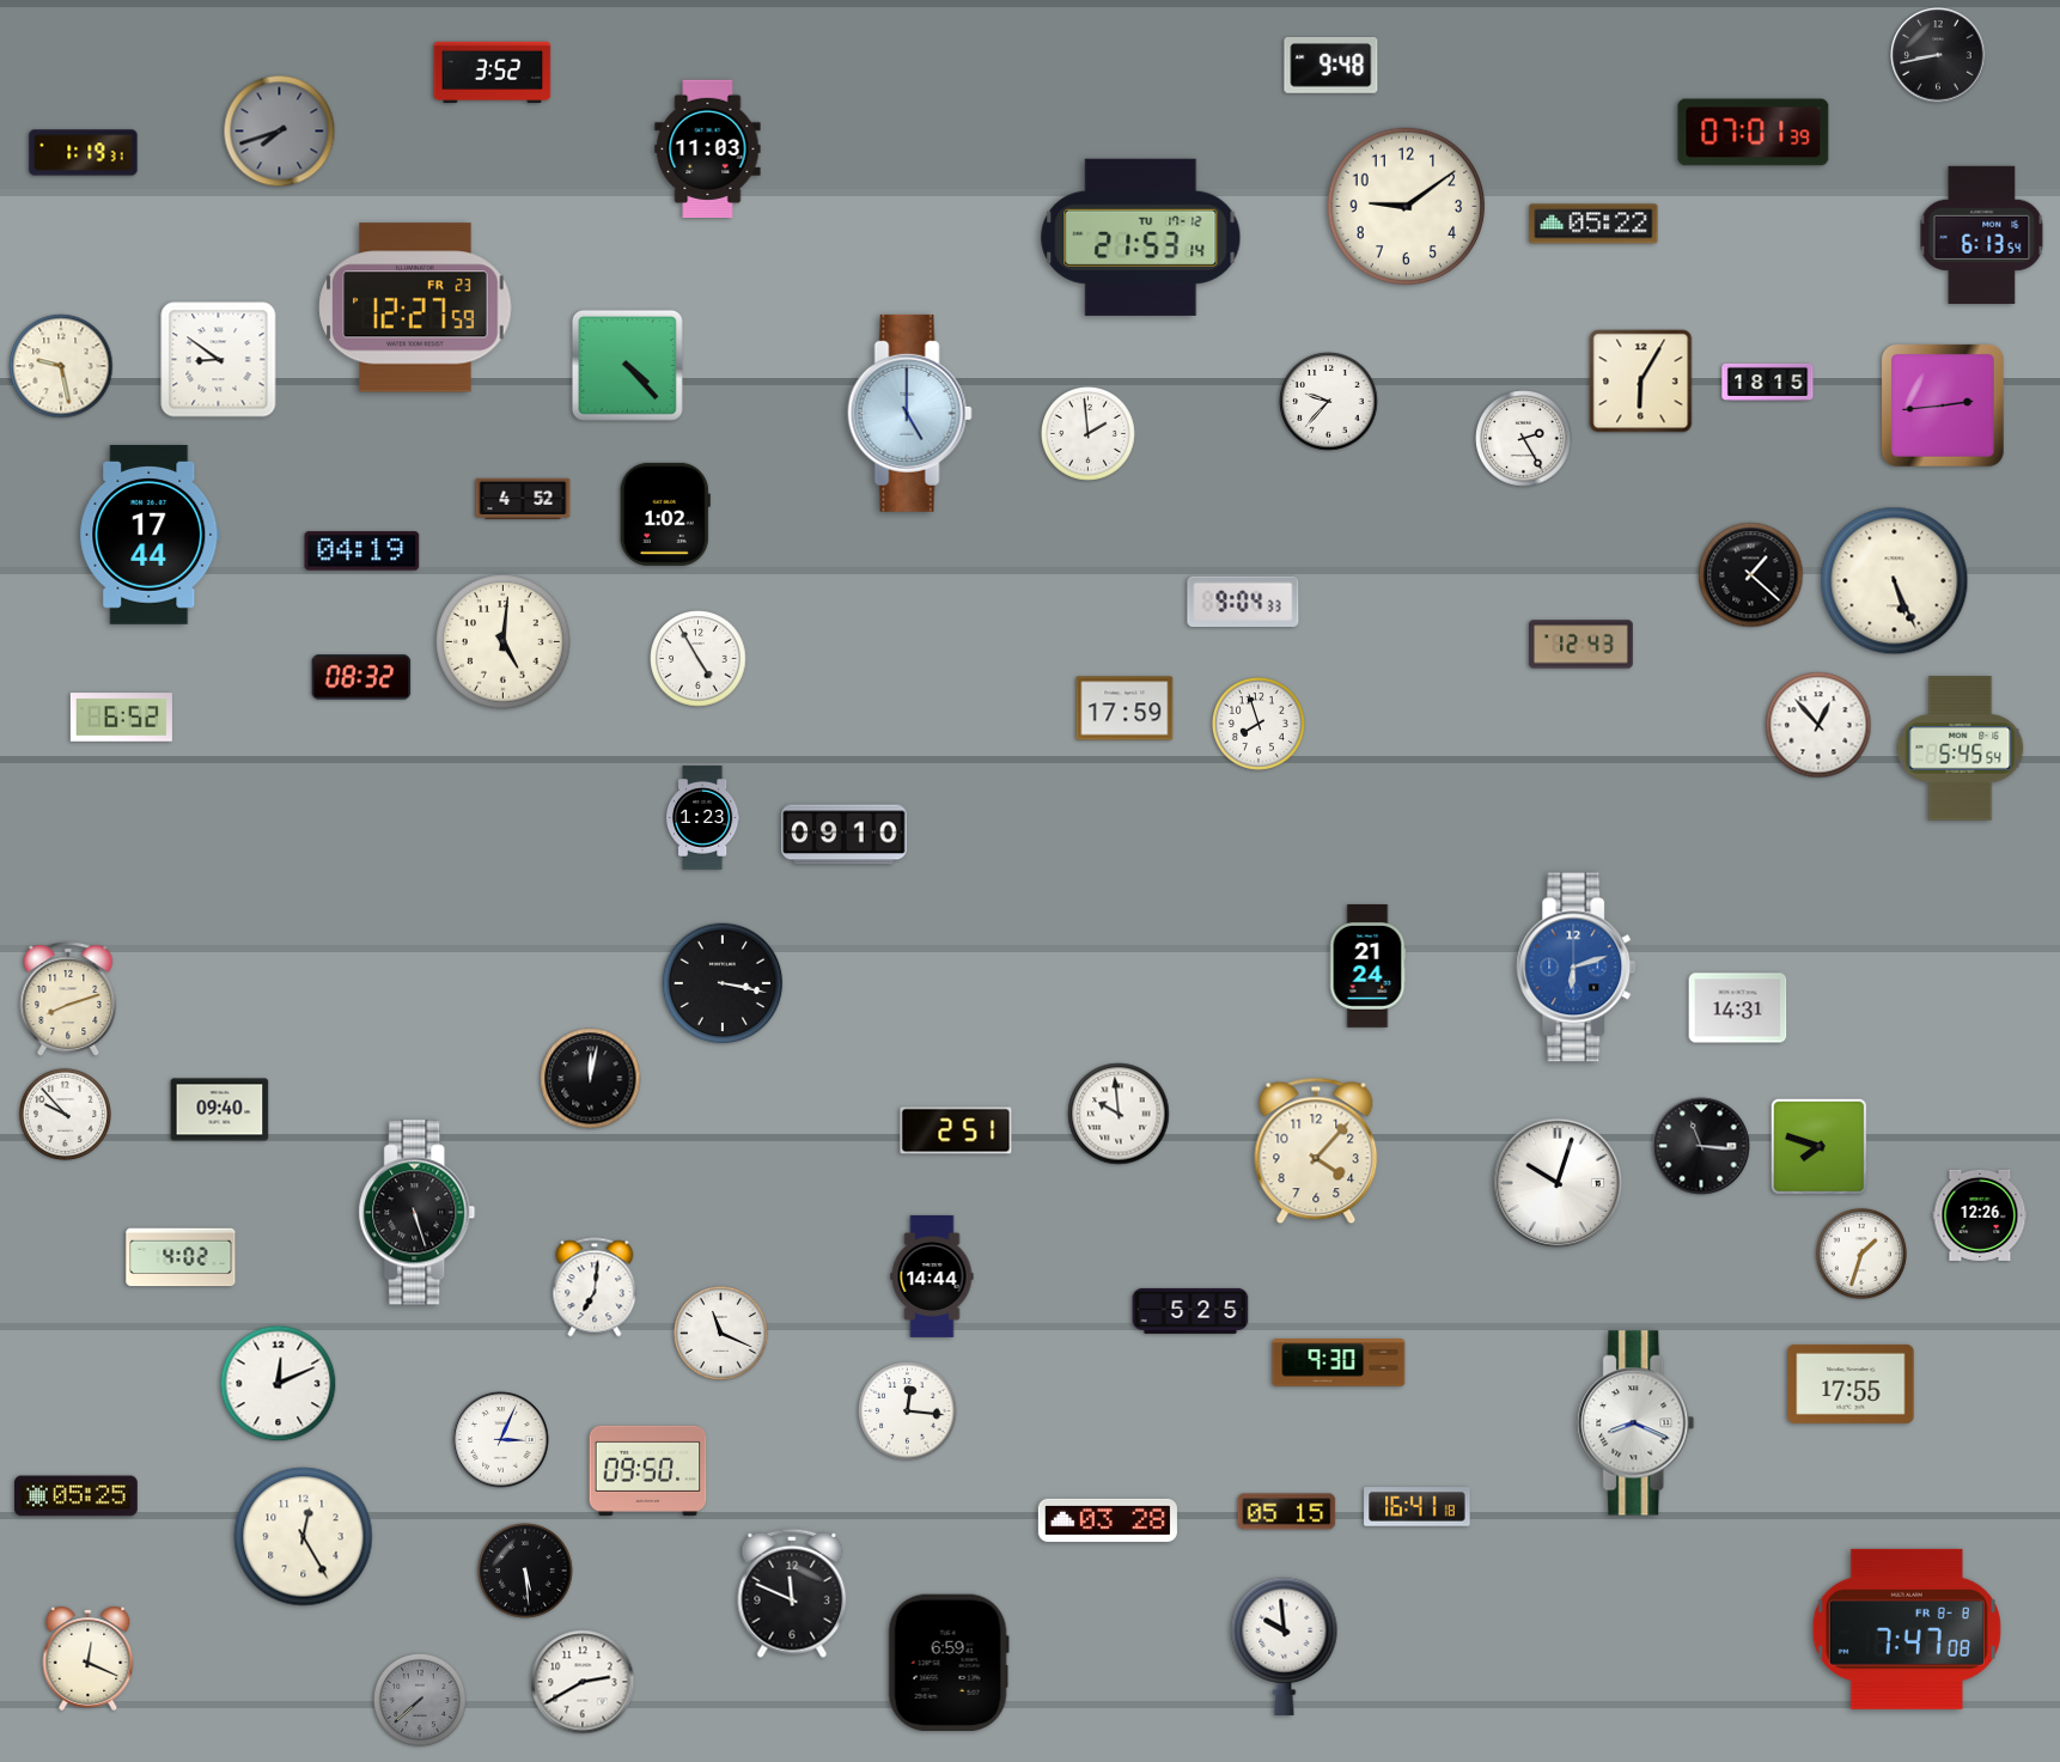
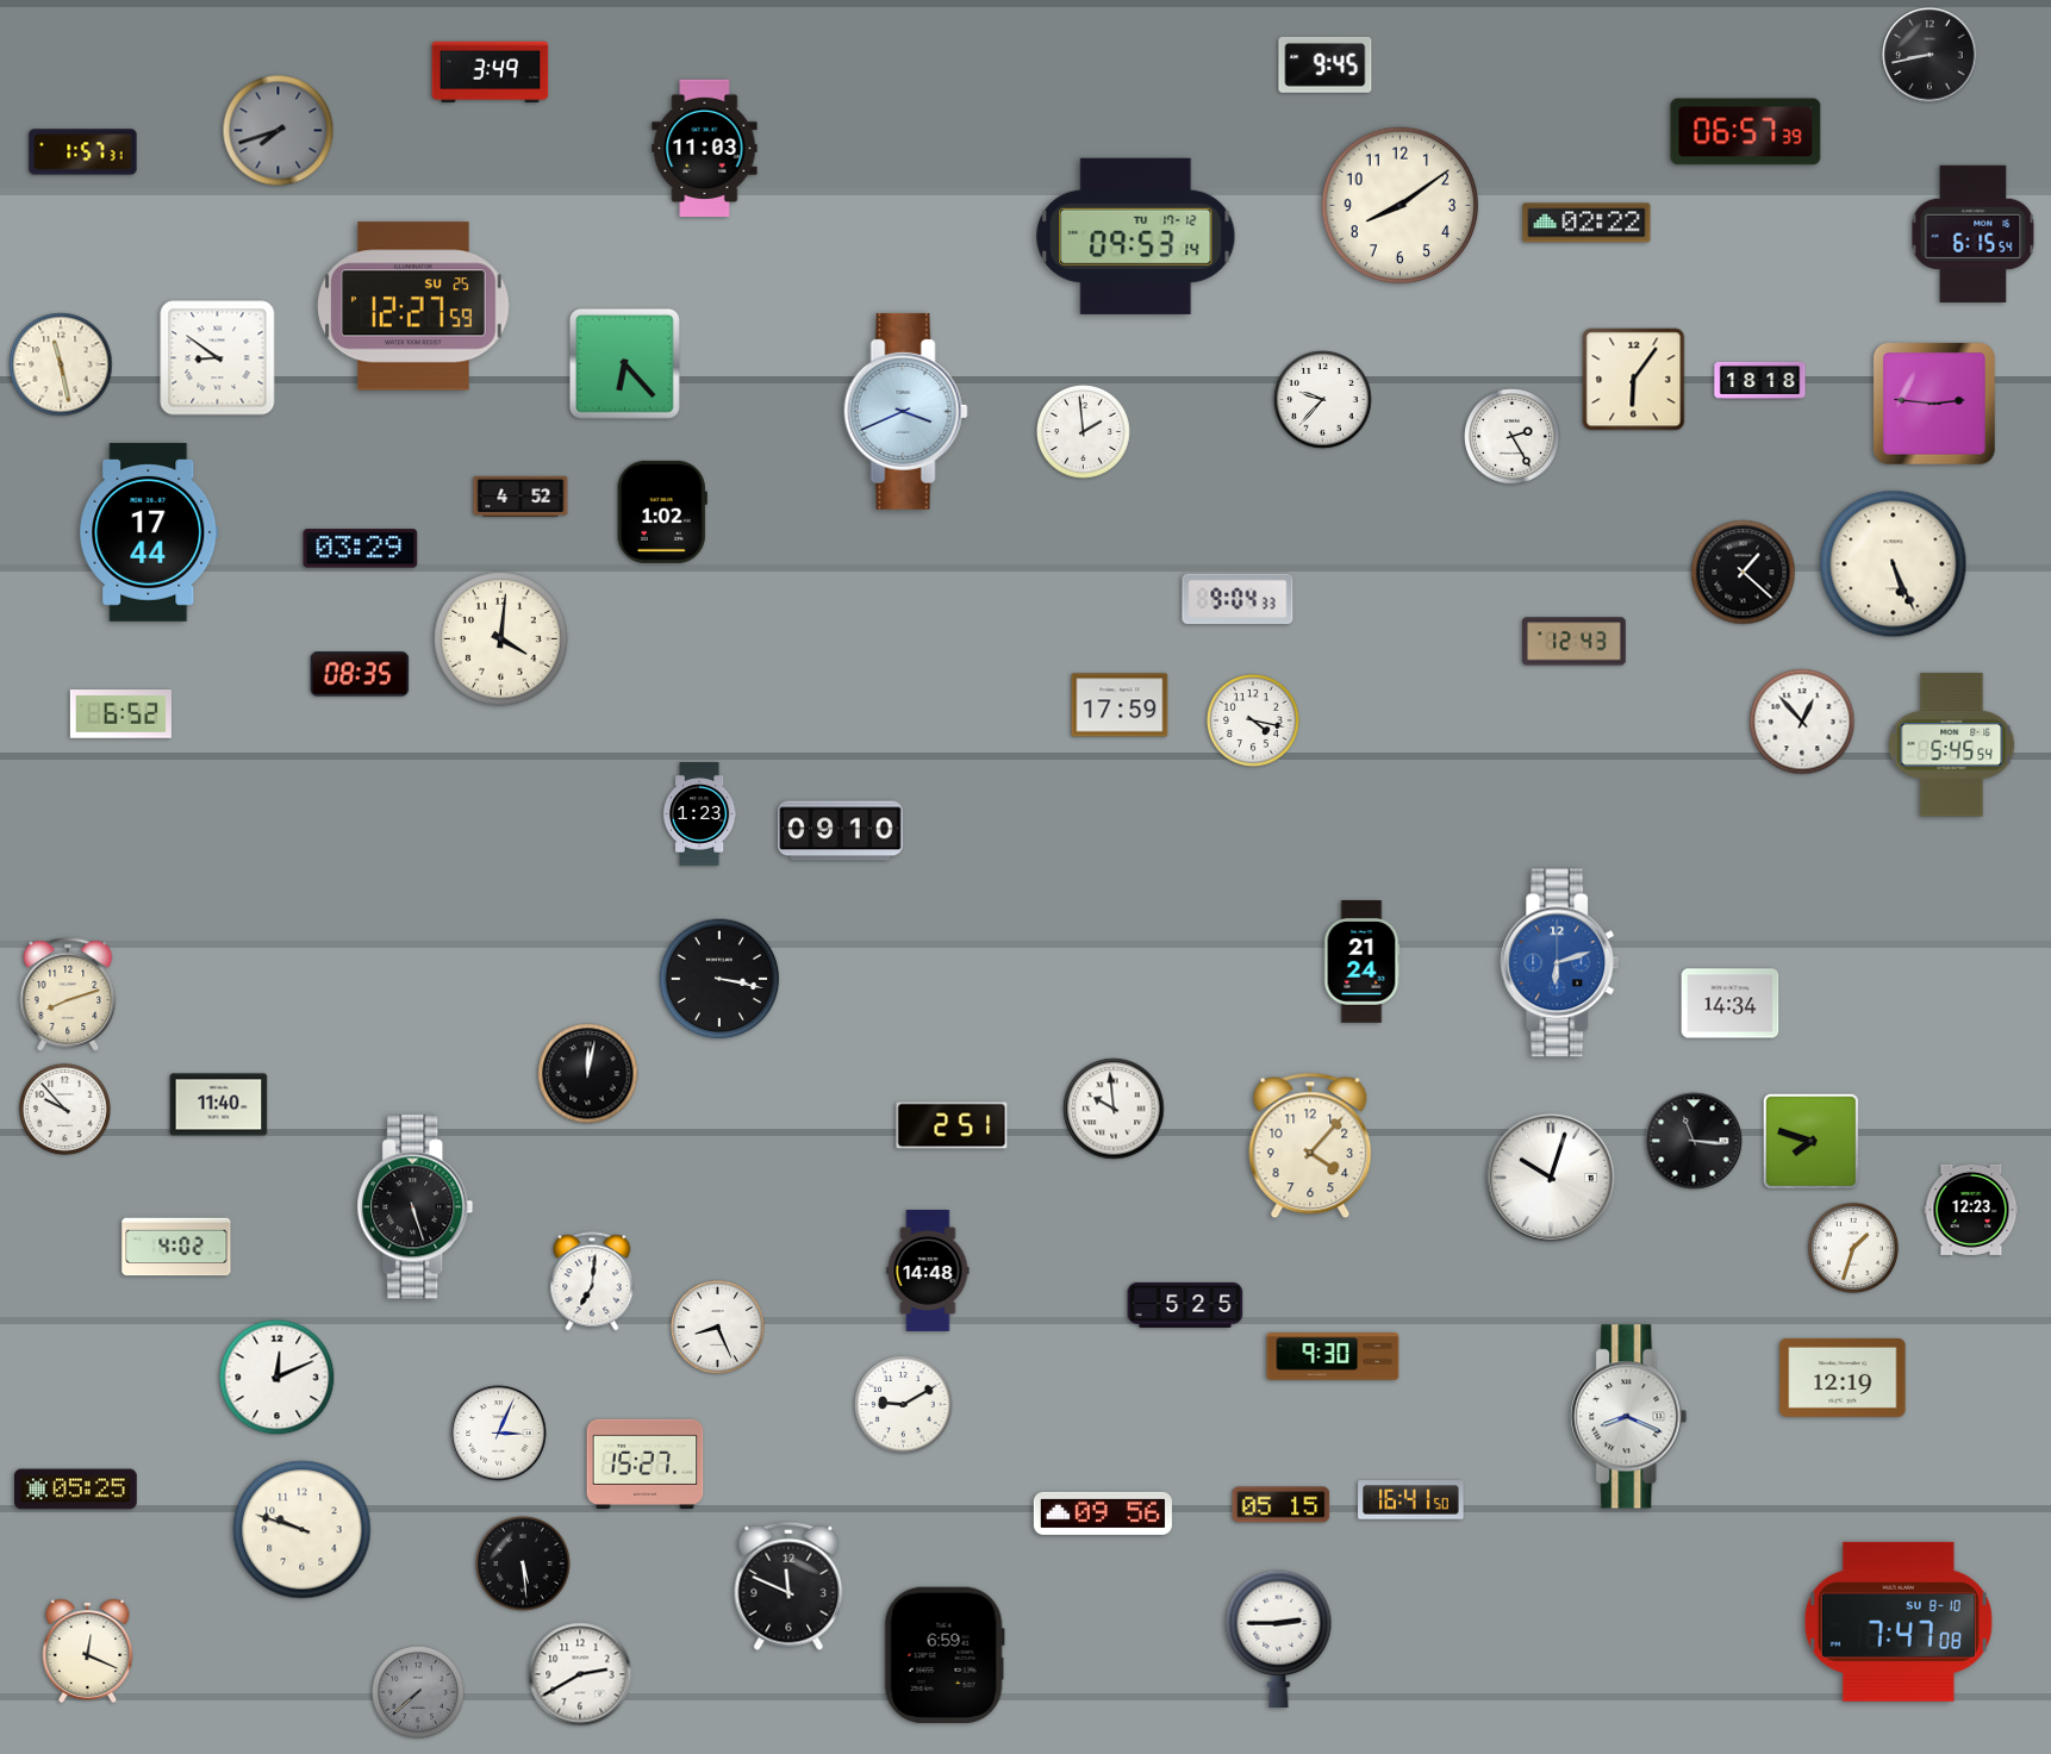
clock at (1331, 65): 9:48 -> 9:45
clock at (493, 73): 3:52 -> 3:49
clock at (1754, 133): 07:01 -> 06:57
clock at (84, 153): 1:19 -> 1:57
clock at (1407, 207): 9:09 -> 8:09
clock at (1593, 224): 05:22 -> 02:22
clock at (1982, 234): 6:13 -> 6:15
clock at (1141, 237): 21:53 -> 09:53
clock at (415, 307) date: FR 23 -> SU 25
clock at (627, 365): 4:23 -> 6:23
clock at (61, 366): 9:28 -> 11:28
clock at (1641, 382): 6:05 -> 6:06
clock at (1768, 382): 18:15 -> 18:18
clock at (1943, 406): 2:44 -> 2:46
clock at (909, 413): 5:00 -> 3:41
clock at (1524, 439) position: (1524, 439) -> (1513, 437)
clock at (362, 551): 04:19 -> 03:29
clock at (1895, 581) position: (1895, 581) -> (1894, 564)
clock at (504, 642): 5:01 -> 4:01
clock at (699, 659): 4:55 -> none
clock at (361, 677): 08:32 -> 08:35
clock at (1258, 724): 7:57 -> 4:17
clock at (1818, 725) position: (1818, 725) -> (1802, 722)
clock at (1577, 968) position: (1577, 968) -> (1560, 963)
clock at (1738, 1008): 14:31 -> 14:34
clock at (220, 1110): 09:40 -> 11:40
clock at (1980, 1215): 12:26 -> 12:23
clock at (181, 1257) position: (181, 1257) -> (176, 1247)
clock at (932, 1276): 14:44 -> 14:48
clock at (721, 1334): 11:19 -> 8:26
clock at (1851, 1384): 17:55 -> 12:19
clock at (908, 1412): 12:16 -> 9:10
clock at (648, 1470): 09:50 -> 15:27
clock at (1418, 1507): 16:41:18 -> 16:41:50
clock at (1108, 1520): 03:28 -> 09:56
clock at (304, 1537): 12:25 -> 9:48
clock at (1907, 1629) date: FR 8-8 -> SU 8-10
clock at (1285, 1646): 9:59 -> 2:45
